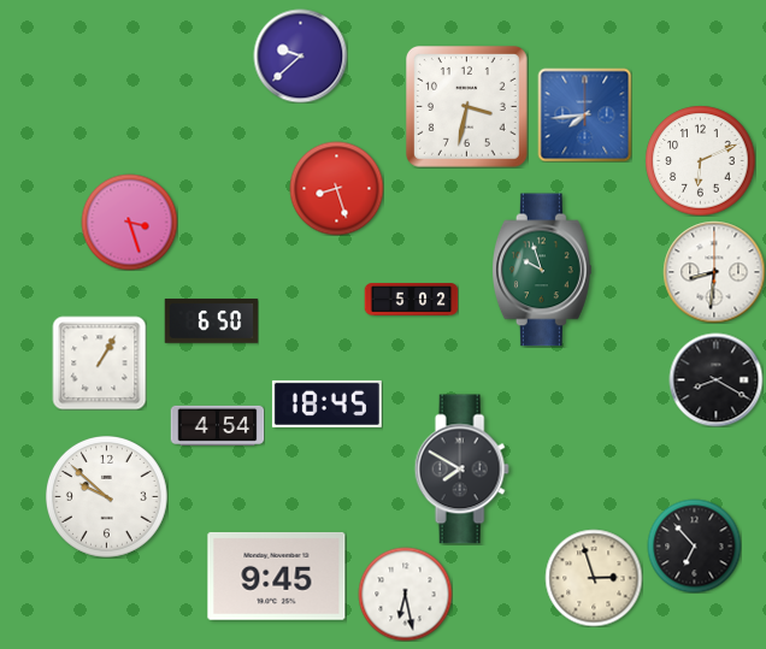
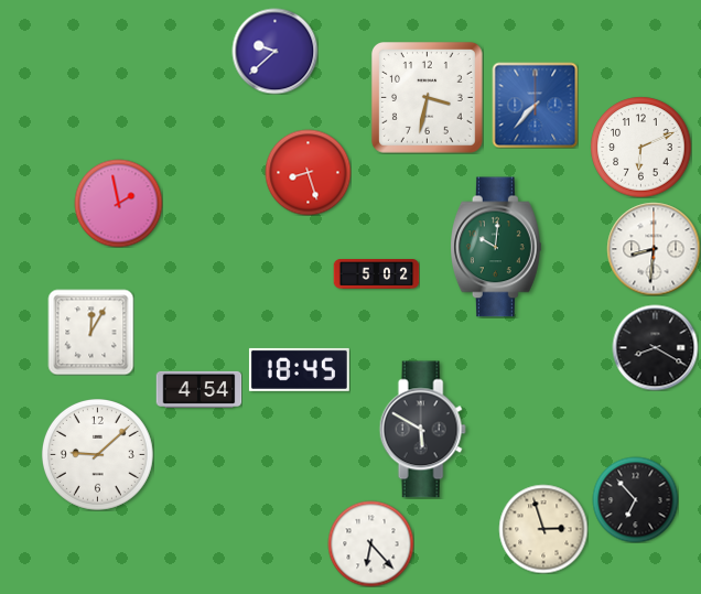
clock at (584, 114): 7:44 -> 7:37
clock at (129, 222): 3:27 -> 1:58
clock at (543, 270): 9:57 -> 10:01
clock at (211, 321): 6:50 -> none
clock at (99, 362): 1:05 -> 12:05
clock at (461, 470): 7:50 -> 5:50
clock at (106, 496): 9:52 -> 9:08
clock at (277, 576): 9:45 -> none
clock at (405, 594): 6:28 -> 6:23
